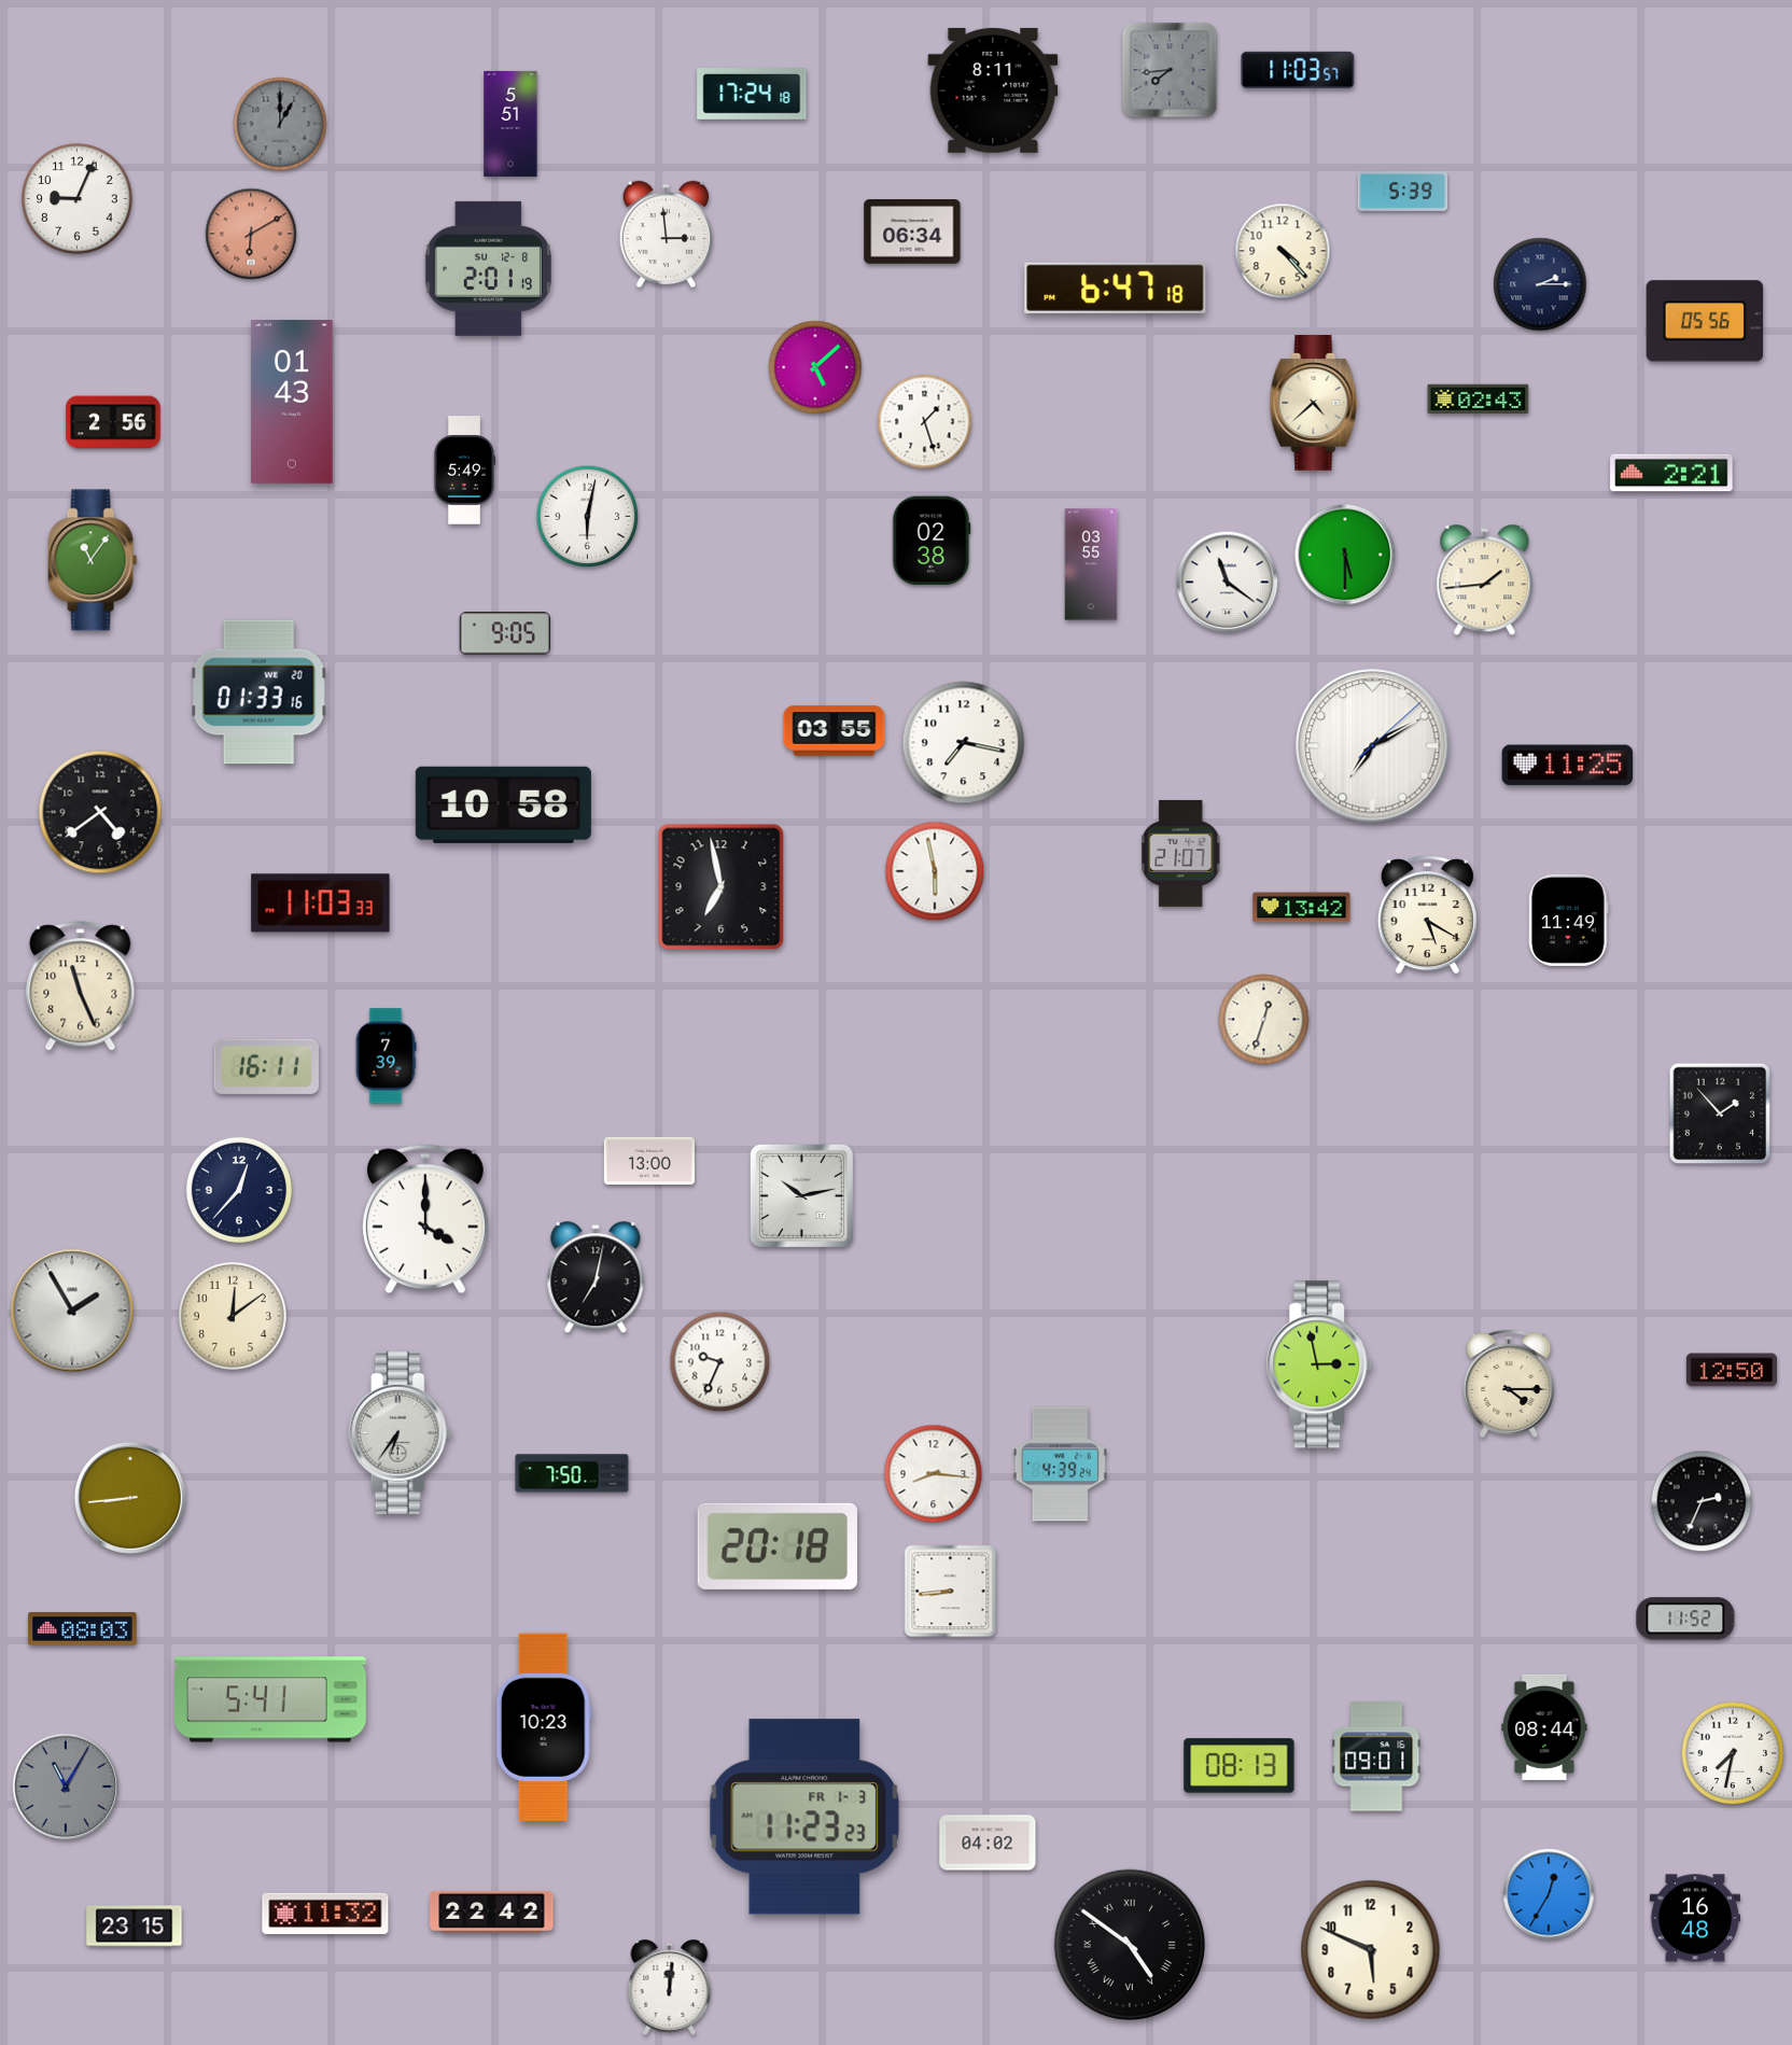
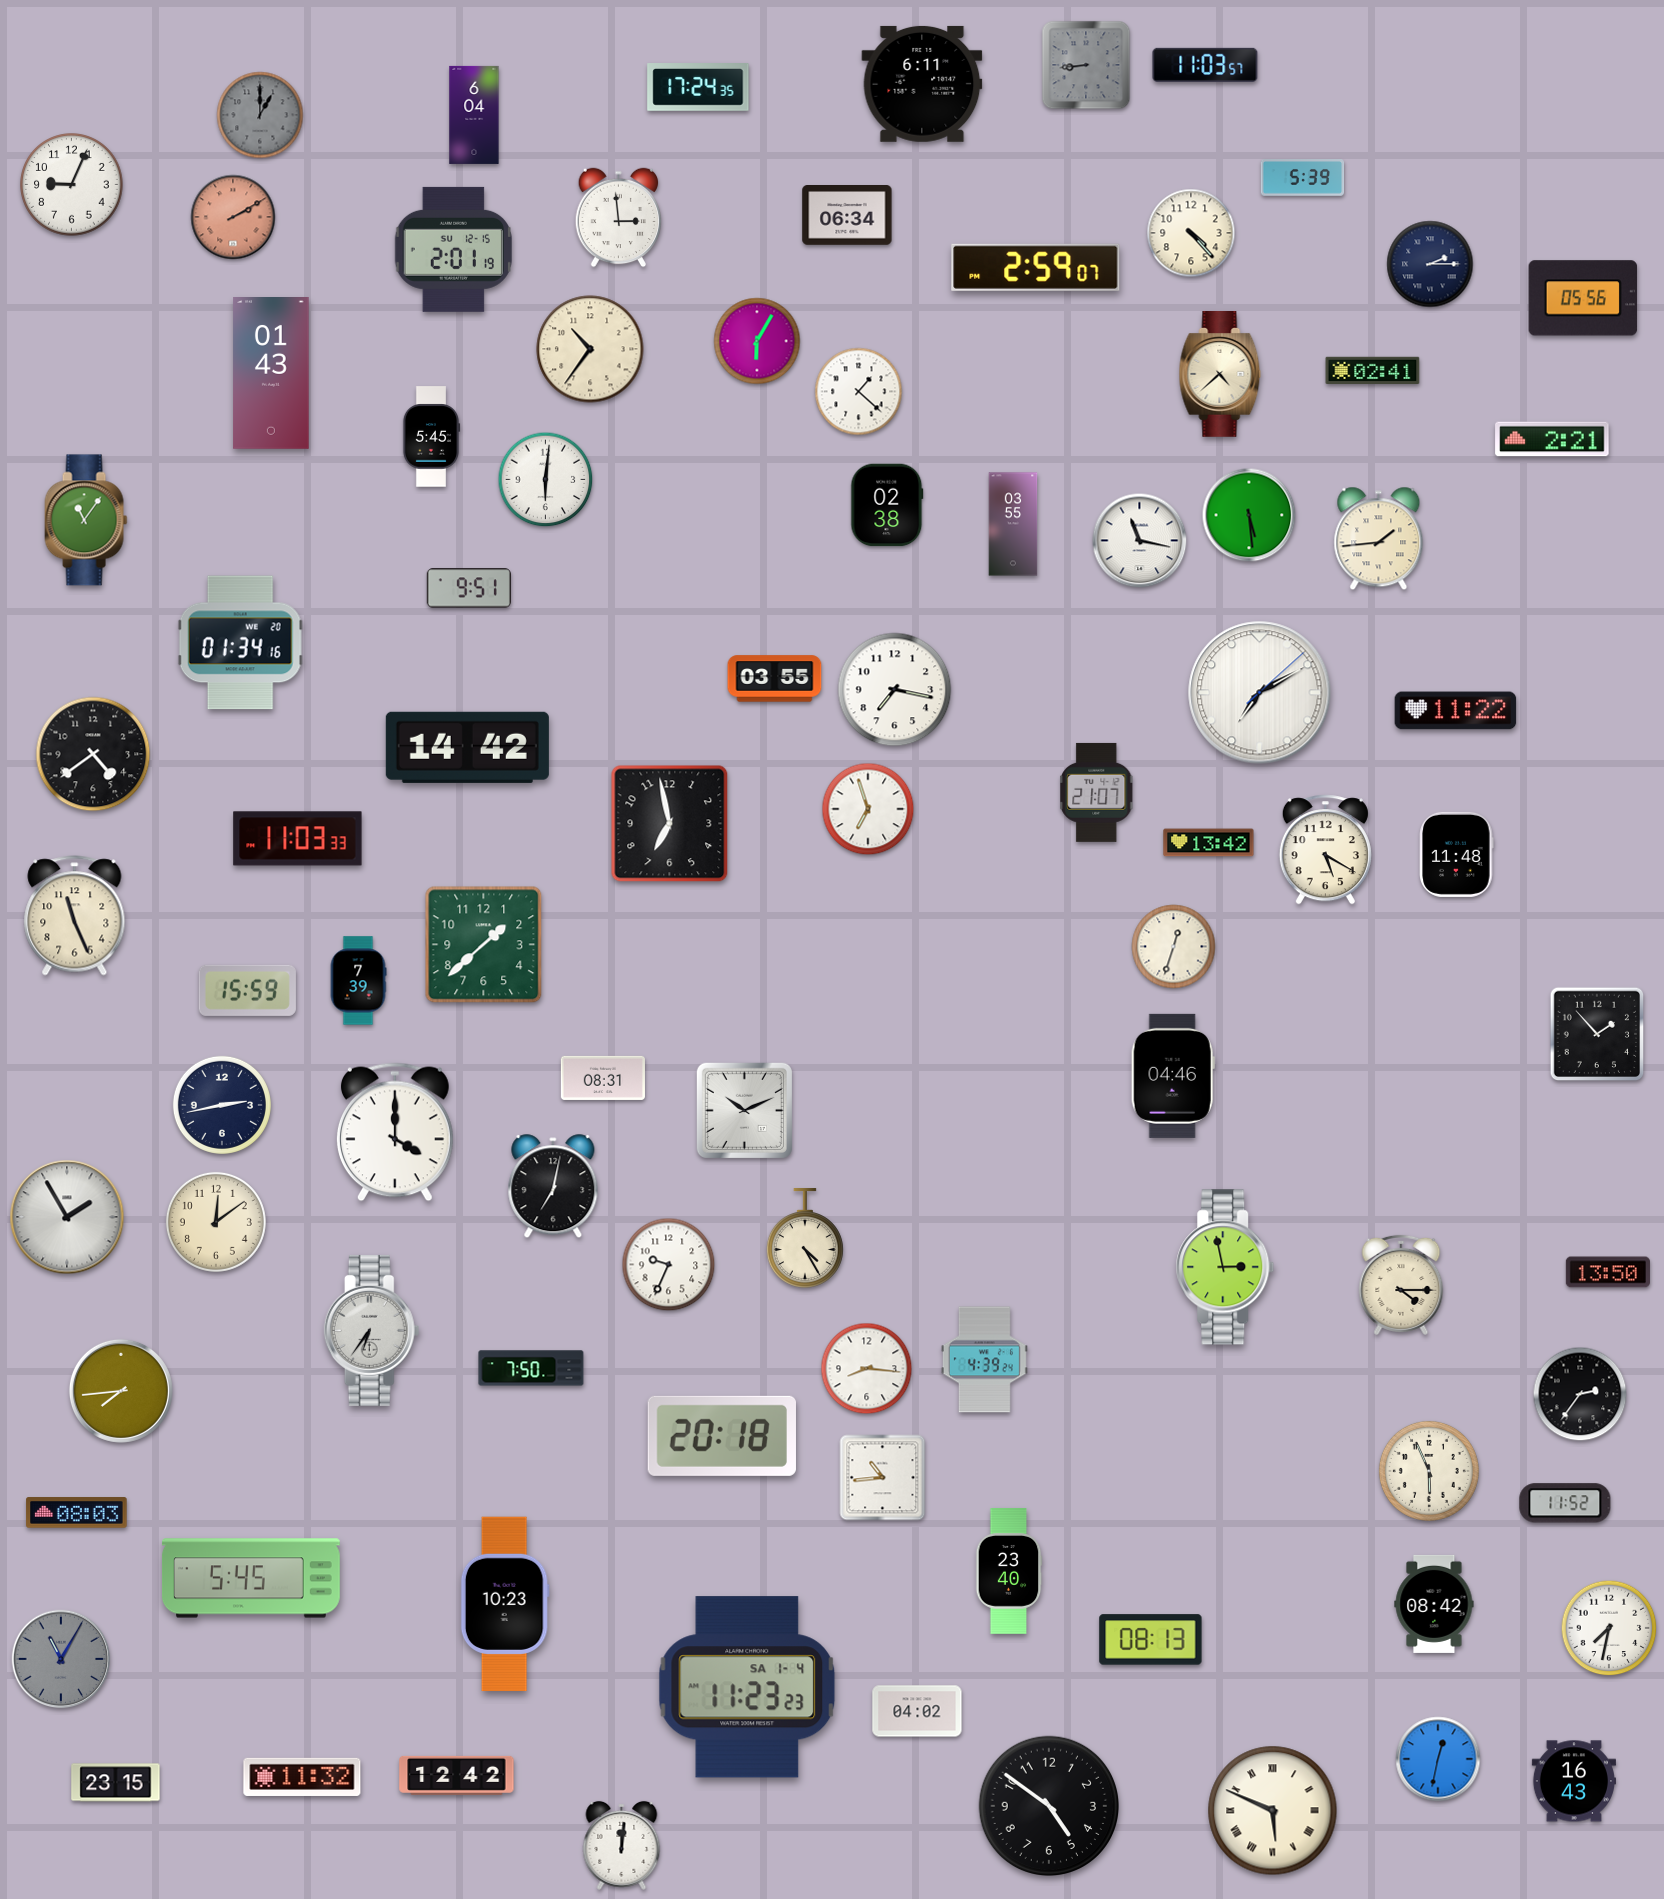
clock at (1170, 70): 7:44 -> 8:44
clock at (993, 90): 8:11 -> 6:11
clock at (752, 95): 17:24:18 -> 17:24:35
clock at (510, 124): 5:51 -> 6:04
clock at (251, 234): 6:10 -> 2:10
clock at (488, 268) date: SU 12-8 -> SU 12-15
clock at (1116, 288): 6:47 -> 2:59
clock at (815, 367): 5:08 -> 6:05
clock at (590, 349): none -> 10:36
clock at (1479, 400): 02:43 -> 02:41
clock at (113, 422): 2:56 -> none
clock at (925, 422): 1:27 -> 1:22
clock at (464, 471): 5:49 -> 5:45
clock at (588, 517): 6:02 -> 6:01
clock at (932, 541) position: (932, 541) -> (887, 505)
clock at (1345, 555): 5:30 -> 5:29
clock at (1228, 583): 11:21 -> 11:17
clock at (505, 633): 9:05 -> 9:51
clock at (258, 692): 01:33 -> 01:34
clock at (1373, 746) position: (1373, 746) -> (1260, 693)
clock at (1568, 766): 11:25 -> 11:22
clock at (503, 804): 10:58 -> 14:42
clock at (935, 871): 5:58 -> 6:57
clock at (1569, 920): 11:49 -> 11:48
clock at (484, 945): none -> 1:38
clock at (266, 1066): 16:11 -> 15:59
clock at (1173, 1076): none -> 04:46
clock at (649, 1161): 13:00 -> 08:31
clock at (239, 1190): 12:37 -> 2:43
clock at (801, 1195): 10:13 -> 10:11
clock at (805, 1238): none -> 4:25
clock at (1732, 1370): 12:50 -> 13:50
clock at (130, 1498): 8:44 -> 7:44
clock at (1702, 1501): 2:34 -> 2:36
clock at (1429, 1471): none -> 5:56
clock at (951, 1592): 8:44 -> 10:44
clock at (1009, 1571): none -> 23:40
clock at (270, 1699): 5:41 -> 5:45
clock at (1544, 1727): 08:44 -> 08:42
clock at (1376, 1756): 09:01 -> none
clock at (804, 1817) date: FR 1-3 -> SA 1-4
clock at (1549, 1894): 12:35 -> 12:32
clock at (492, 1911): 22:42 -> 12:42
clock at (1695, 1918): 16:48 -> 16:43
clock at (135, 1927) position: (135, 1927) -> (116, 1783)
clock at (1129, 1944) numerals: Roman -> Arabic
clock at (1371, 1950) numerals: Arabic -> Roman
